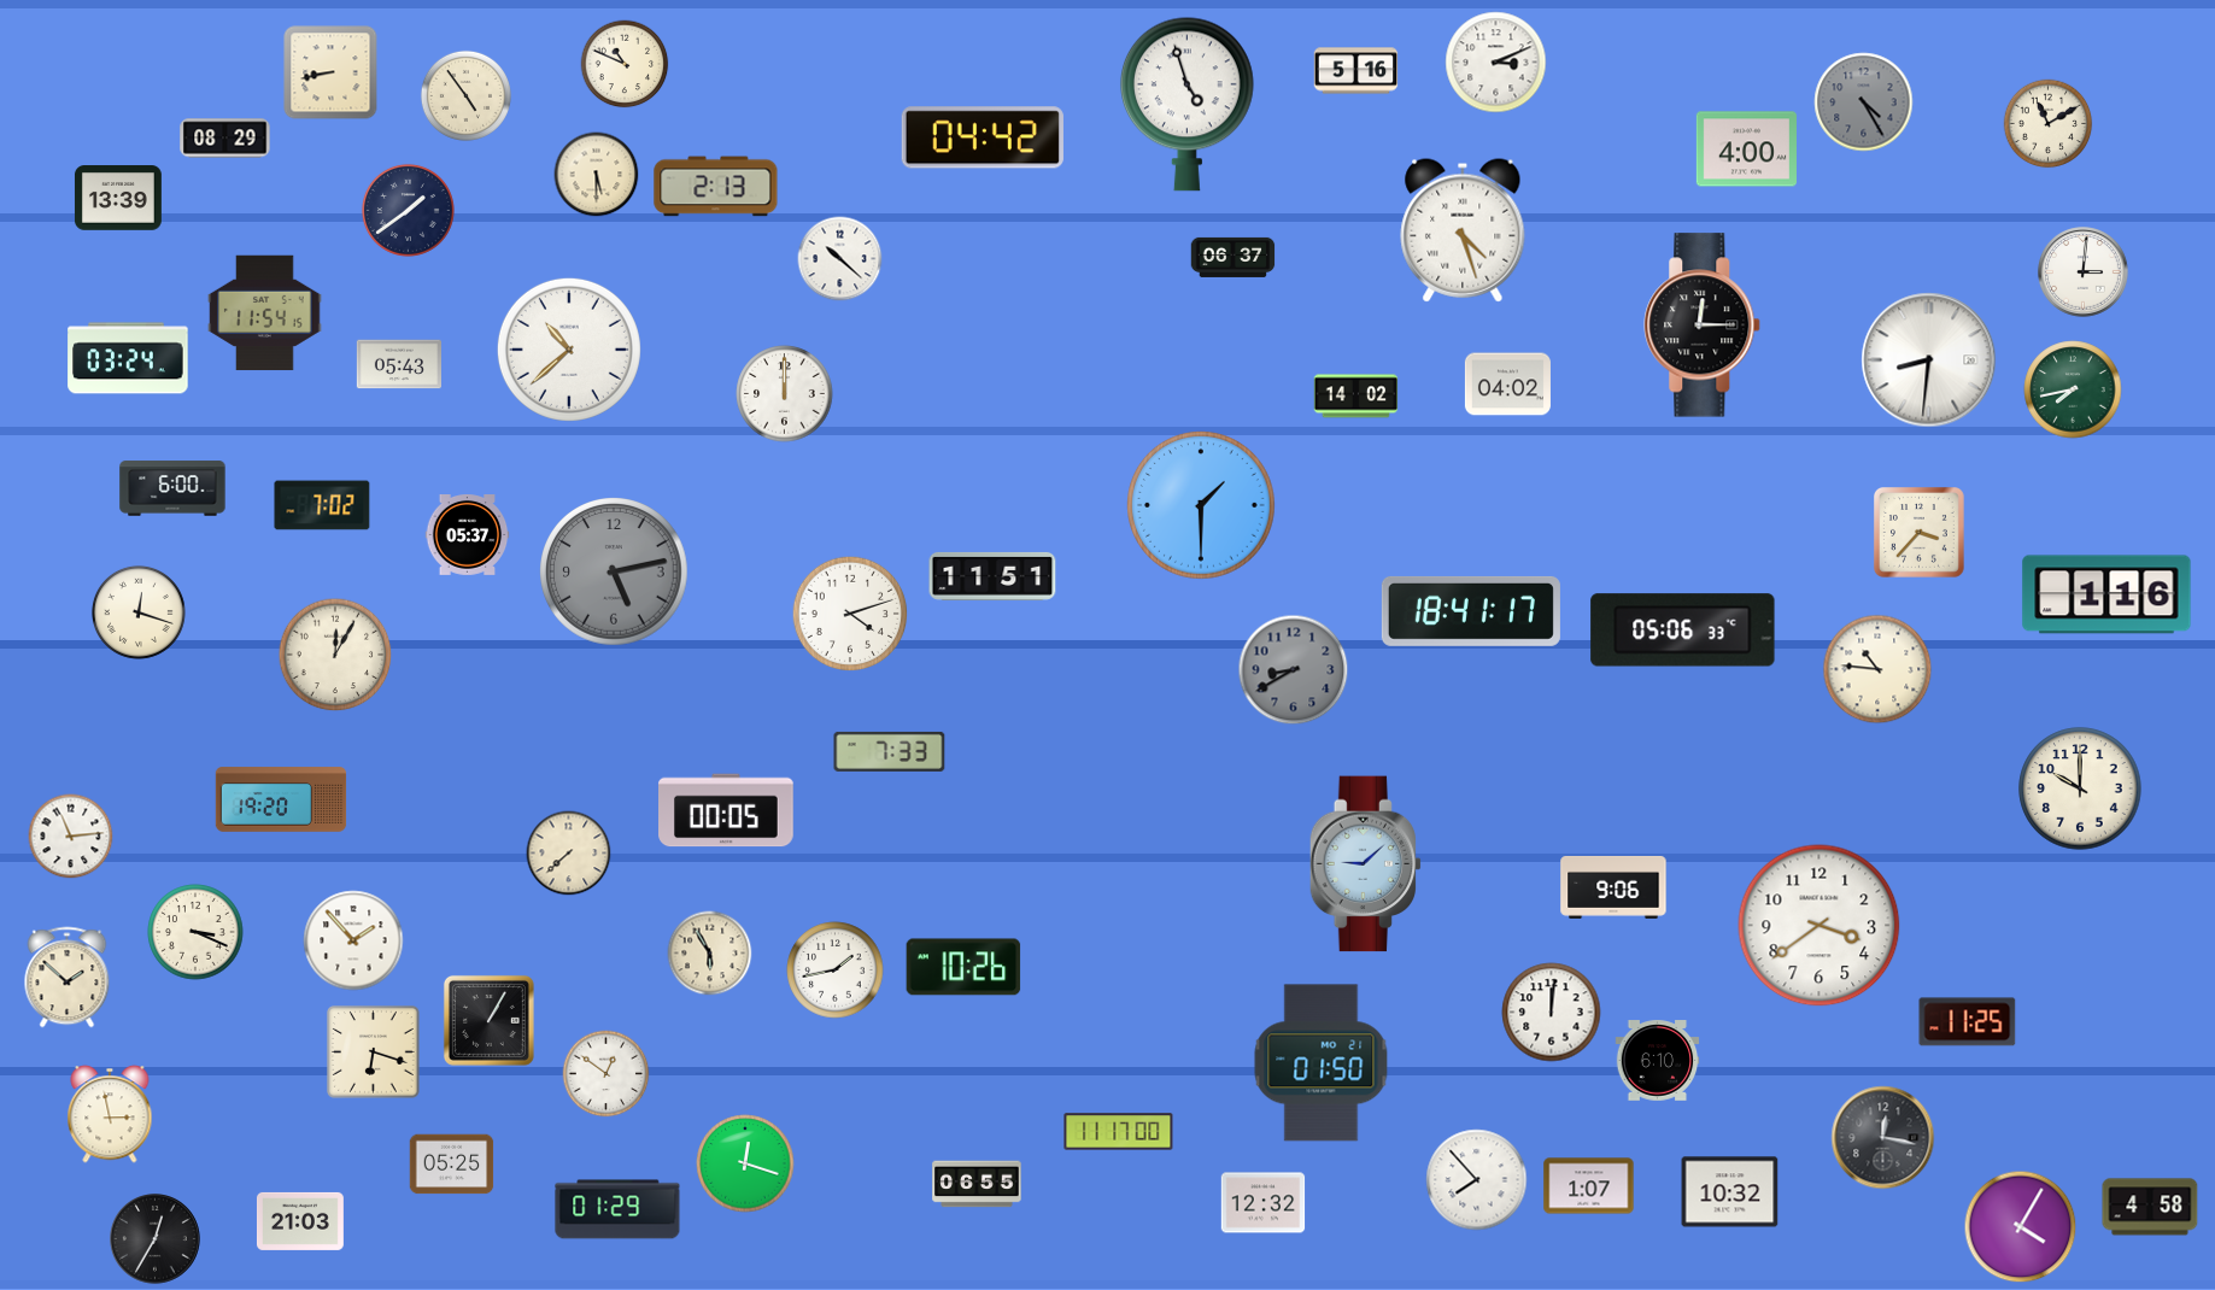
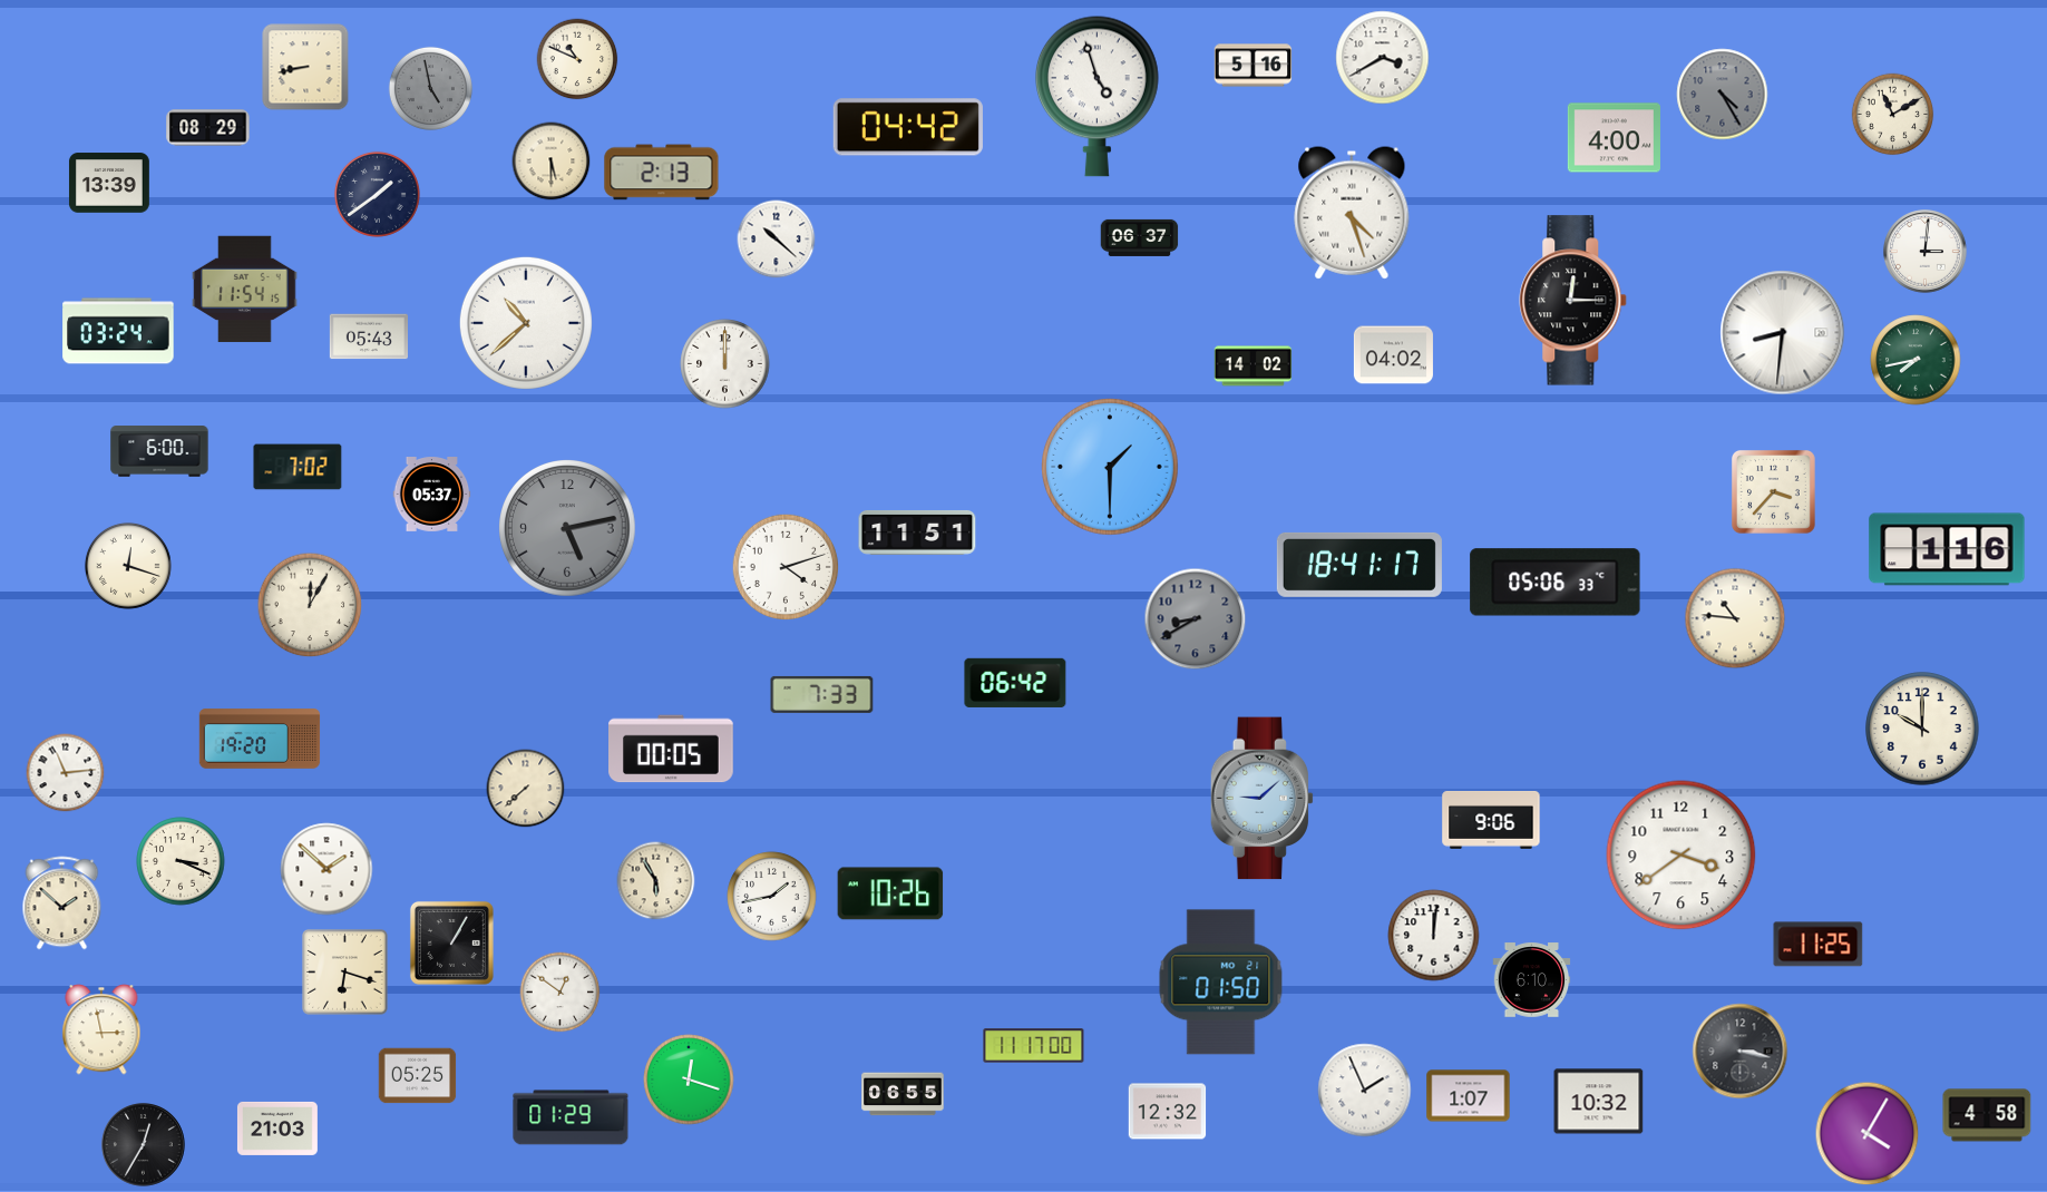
clock at (1496, 63): 3:11 -> 3:40
clock at (465, 95): 4:54 -> 4:58
clock at (465, 95) dial: cream -> grey
clock at (1015, 683): none -> 06:42
clock at (353, 940): 1:53 -> 1:52
clock at (1883, 1138): 12:17 -> 3:17
clock at (745, 1163) position: (745, 1163) -> (689, 1079)
clock at (1477, 1180): 7:53 -> 1:56
